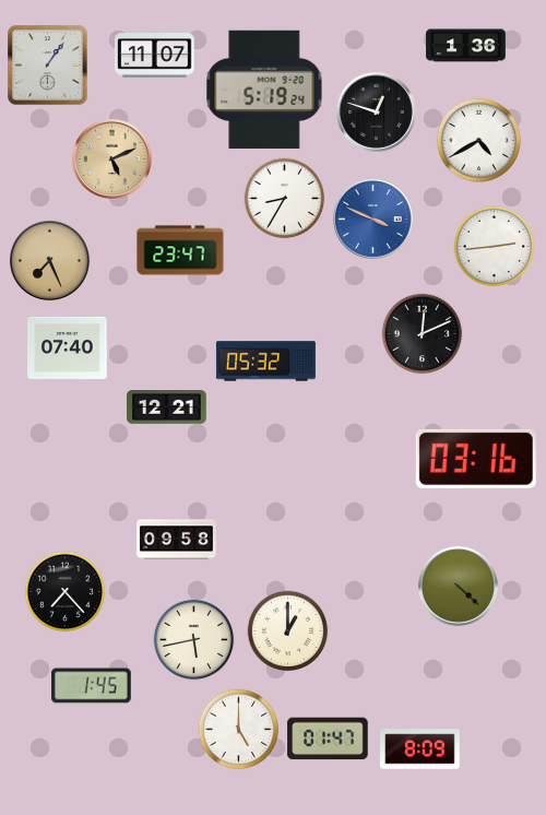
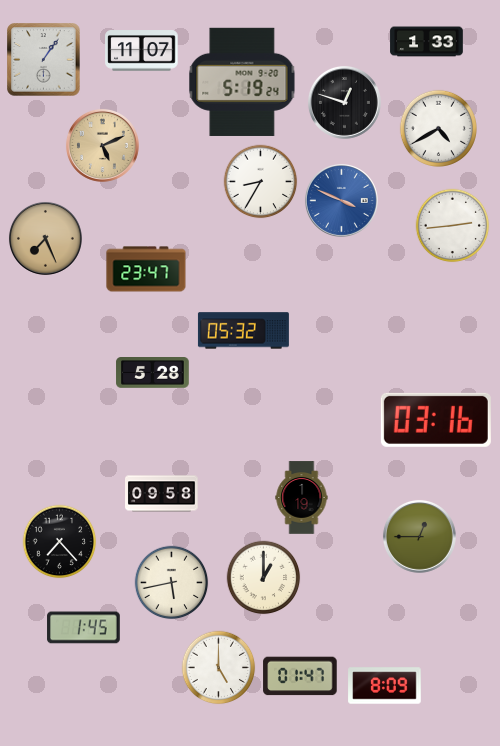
clock at (466, 46): 1:36 -> 1:33
clock at (180, 250) position: (180, 250) -> (146, 269)
clock at (423, 334): 12:11 -> none
clock at (68, 347): 07:40 -> none
clock at (167, 407): 12:21 -> 5:28
clock at (302, 498): none -> 1:19
clock at (458, 586): 4:22 -> 12:45
clock at (194, 640) position: (194, 640) -> (172, 583)
